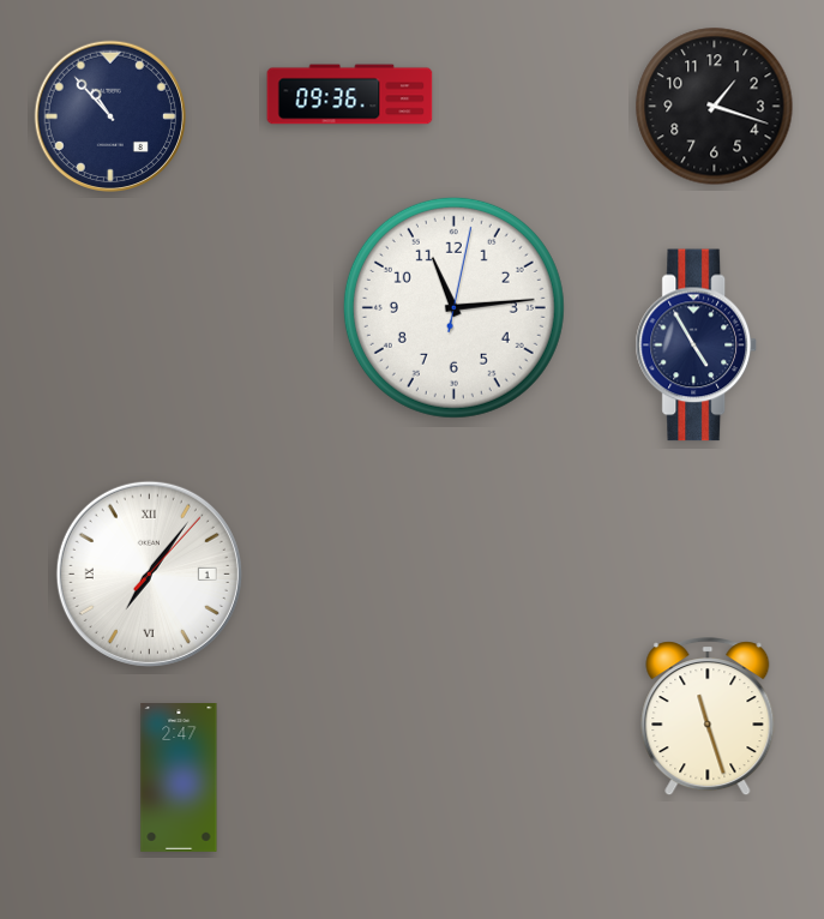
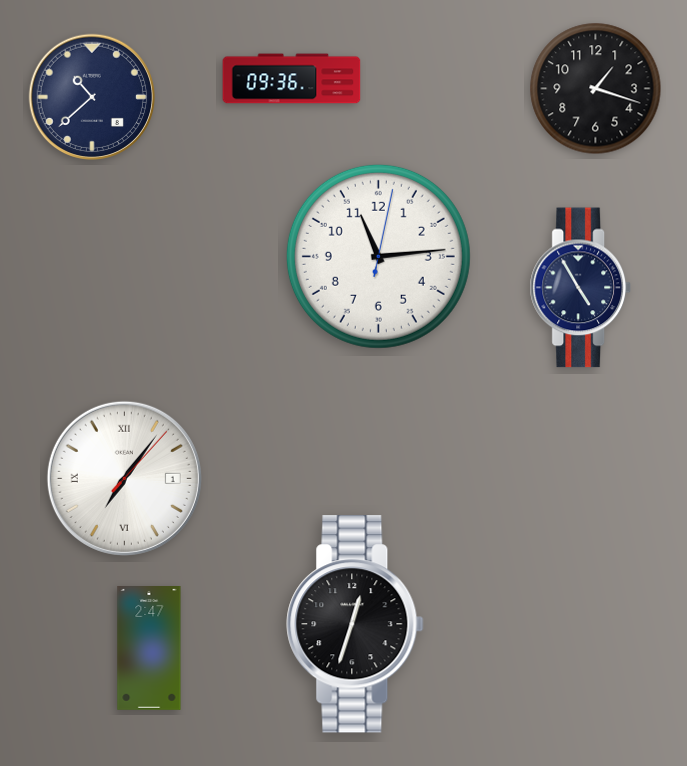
clock at (109, 115): 10:53 -> 10:38
clock at (708, 717): 11:27 -> none
clock at (355, 624): none -> 12:33
